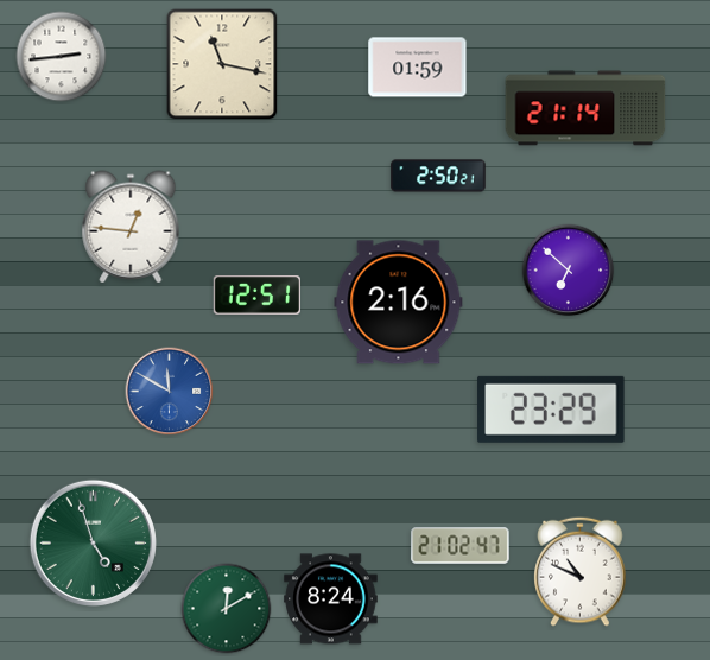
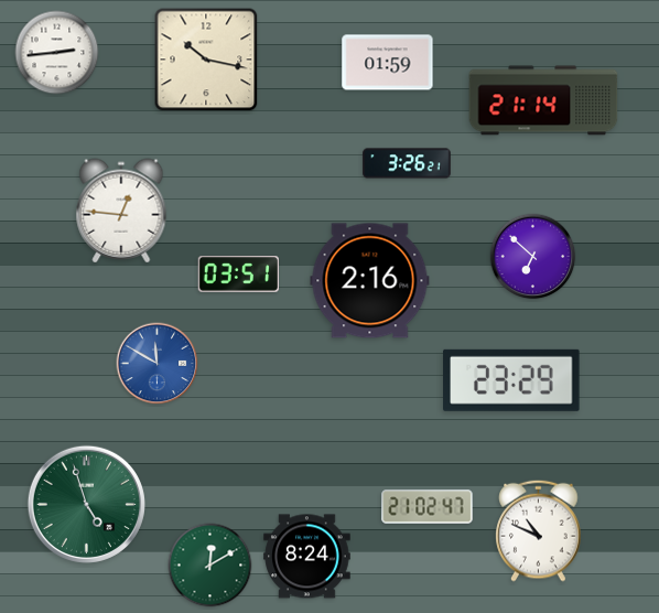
clock at (222, 64): 11:17 -> 10:17
clock at (438, 176): 2:50 -> 3:26
clock at (569, 271) position: (569, 271) -> (533, 257)
clock at (256, 296): 12:51 -> 03:51
